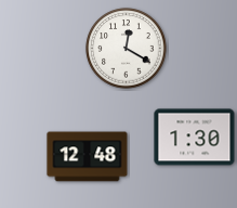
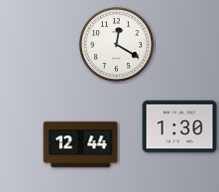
clock at (88, 157): 12:48 -> 12:44
